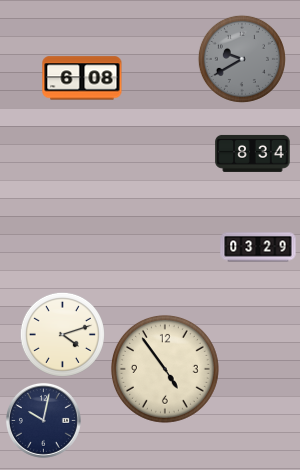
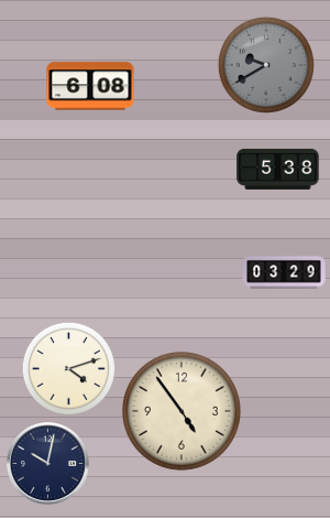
clock at (253, 153): 8:34 -> 5:38
clock at (165, 369) position: (165, 369) -> (182, 411)
